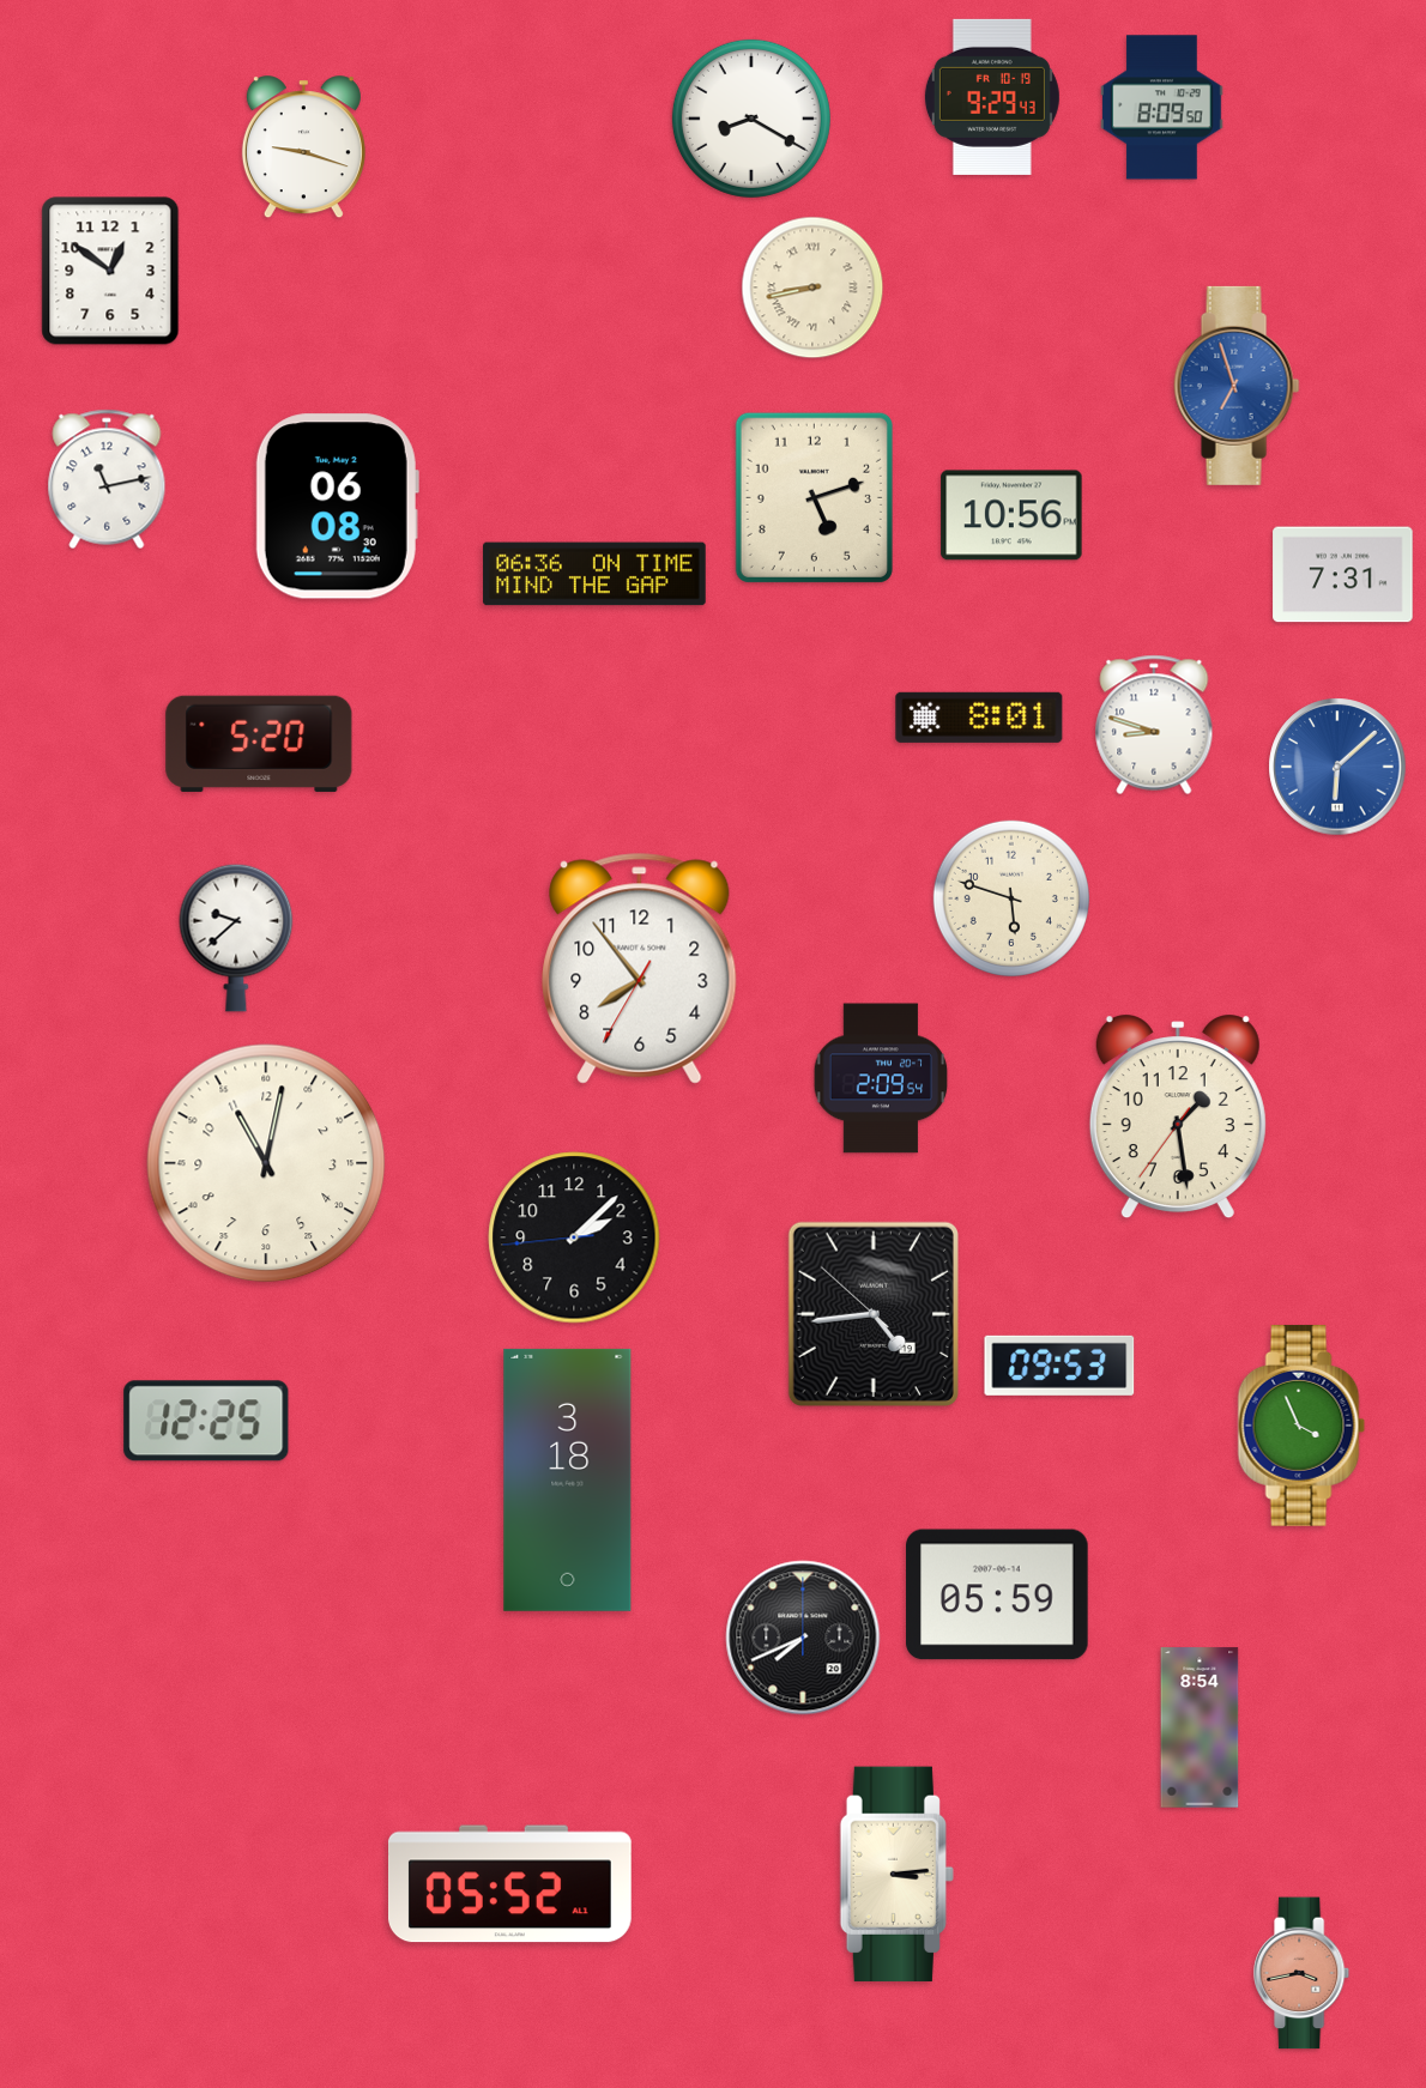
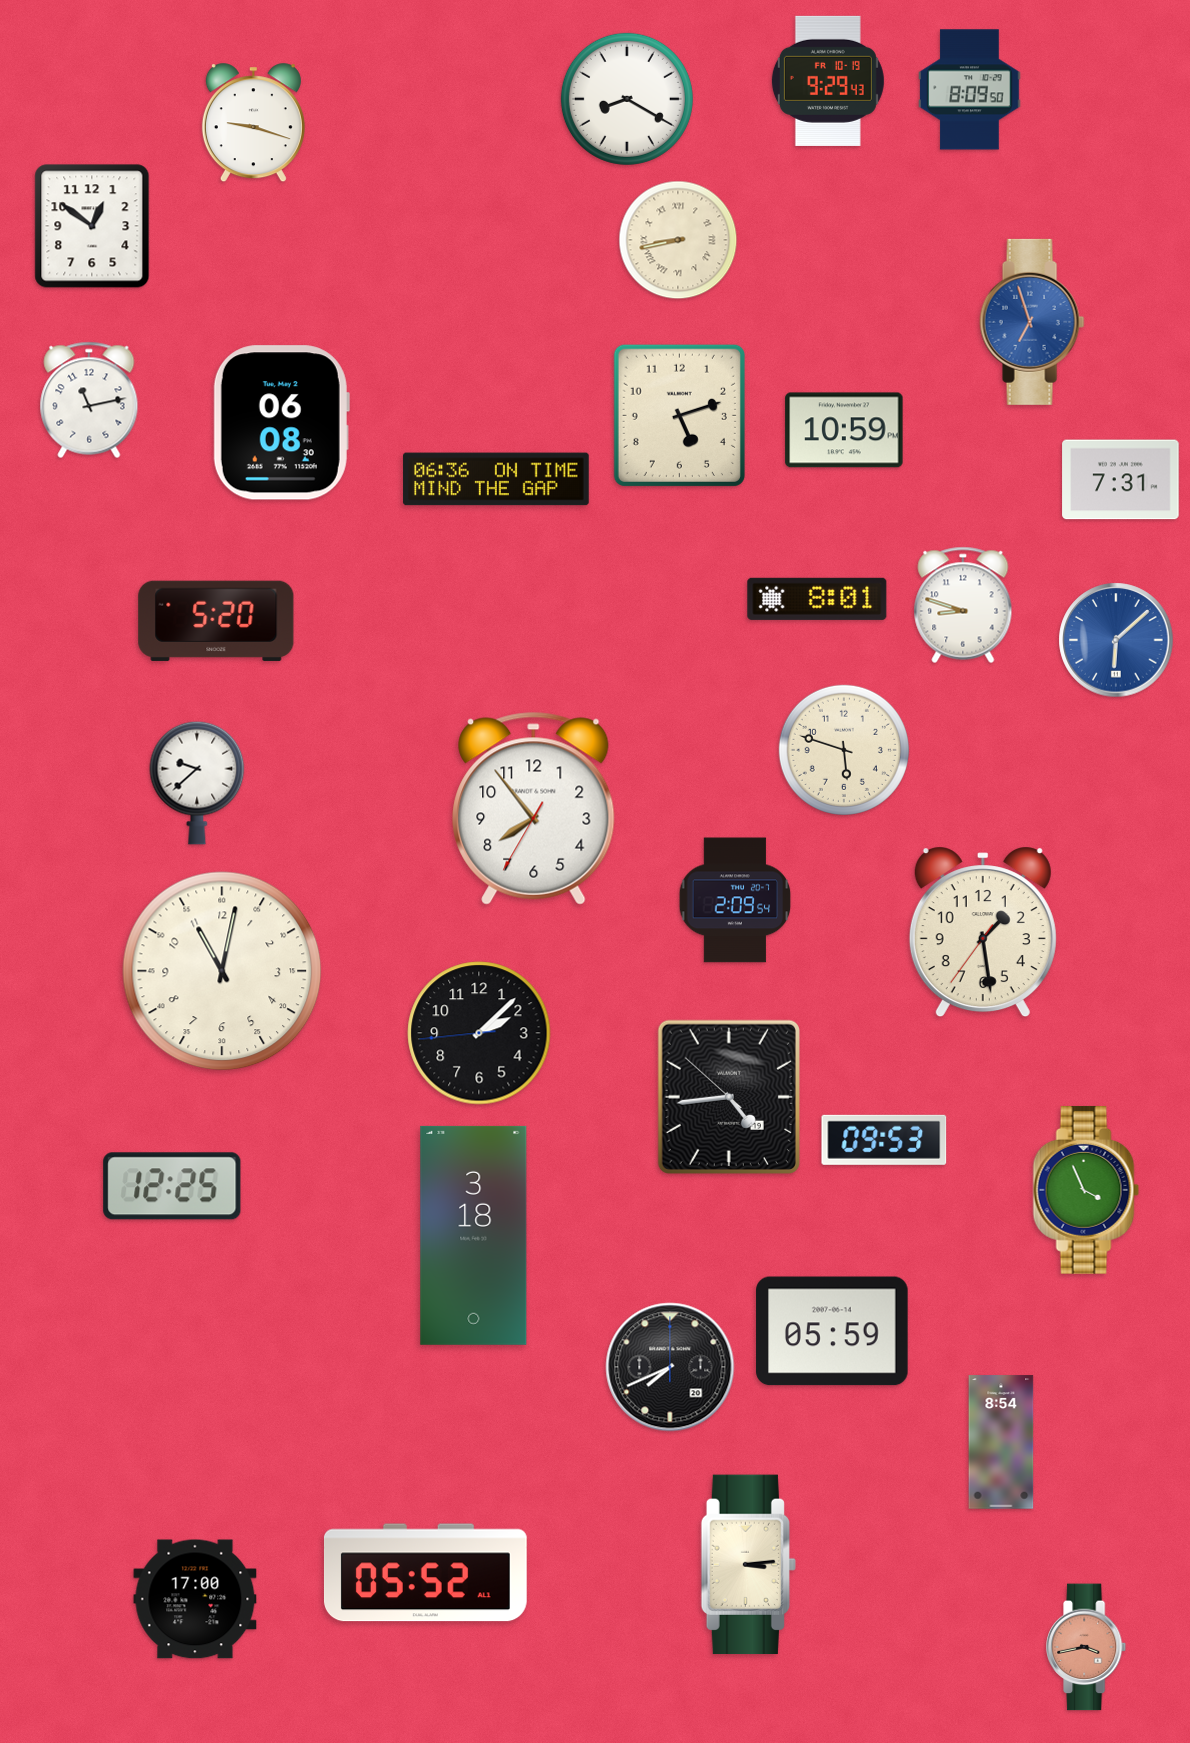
clock at (1011, 515): 10:56 -> 10:59
clock at (195, 1599): none -> 17:00
